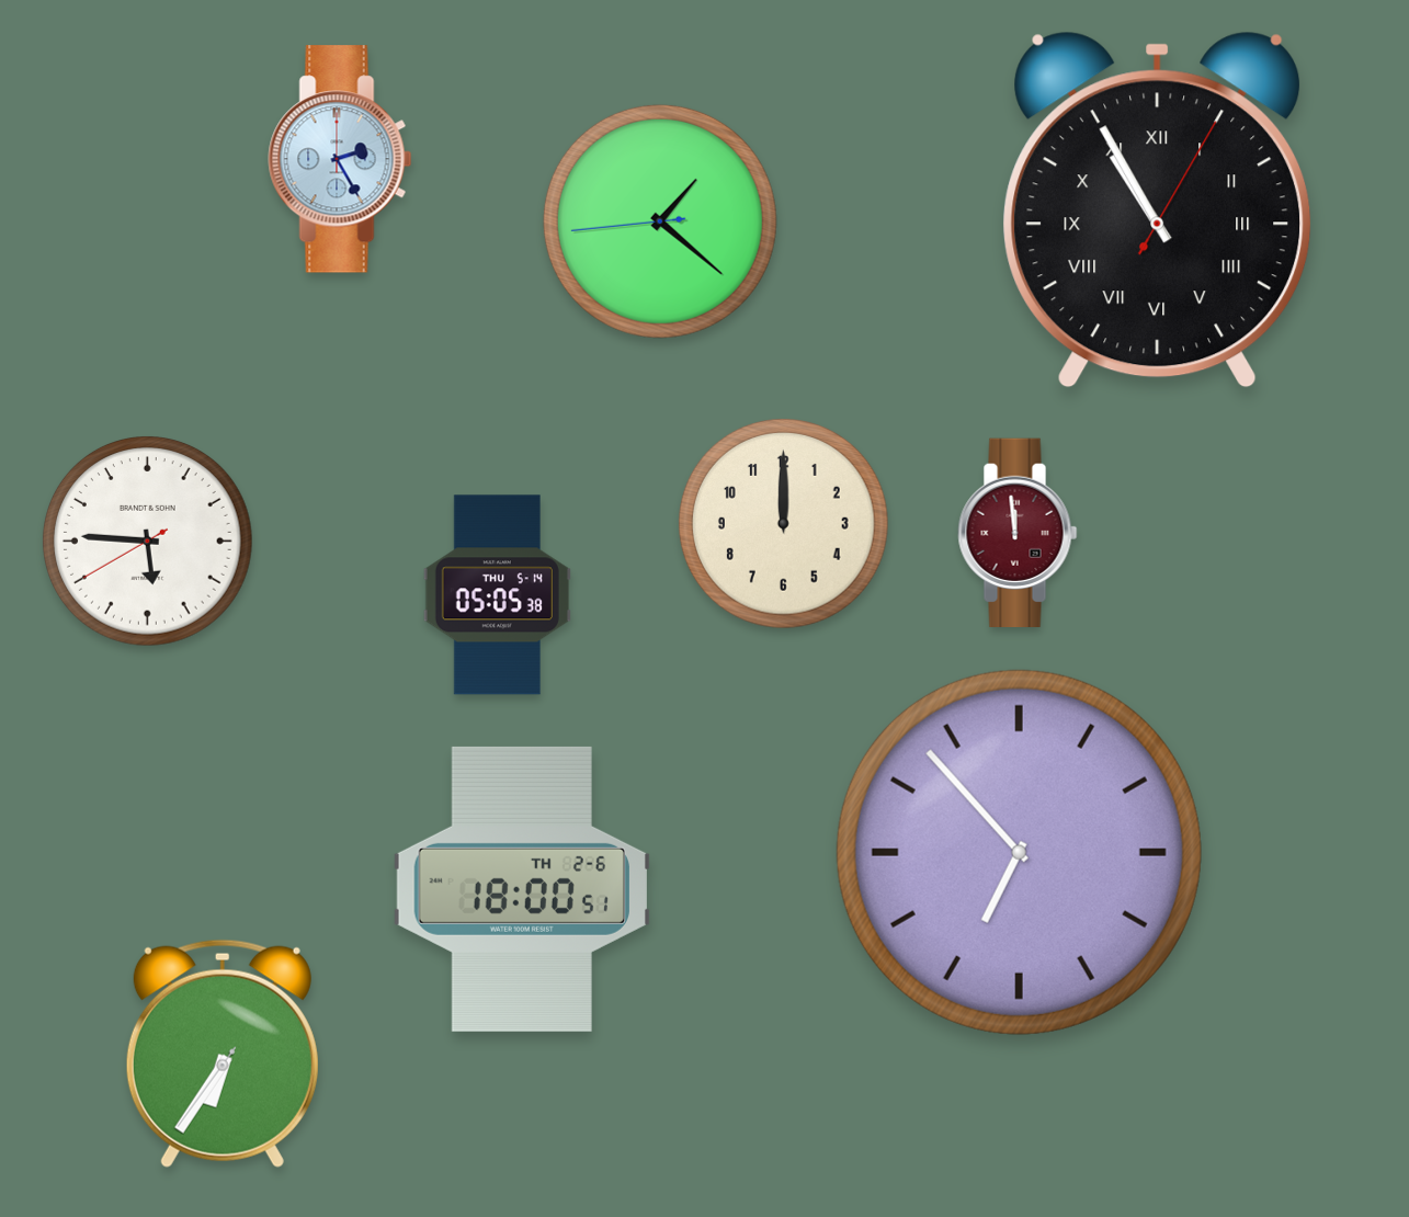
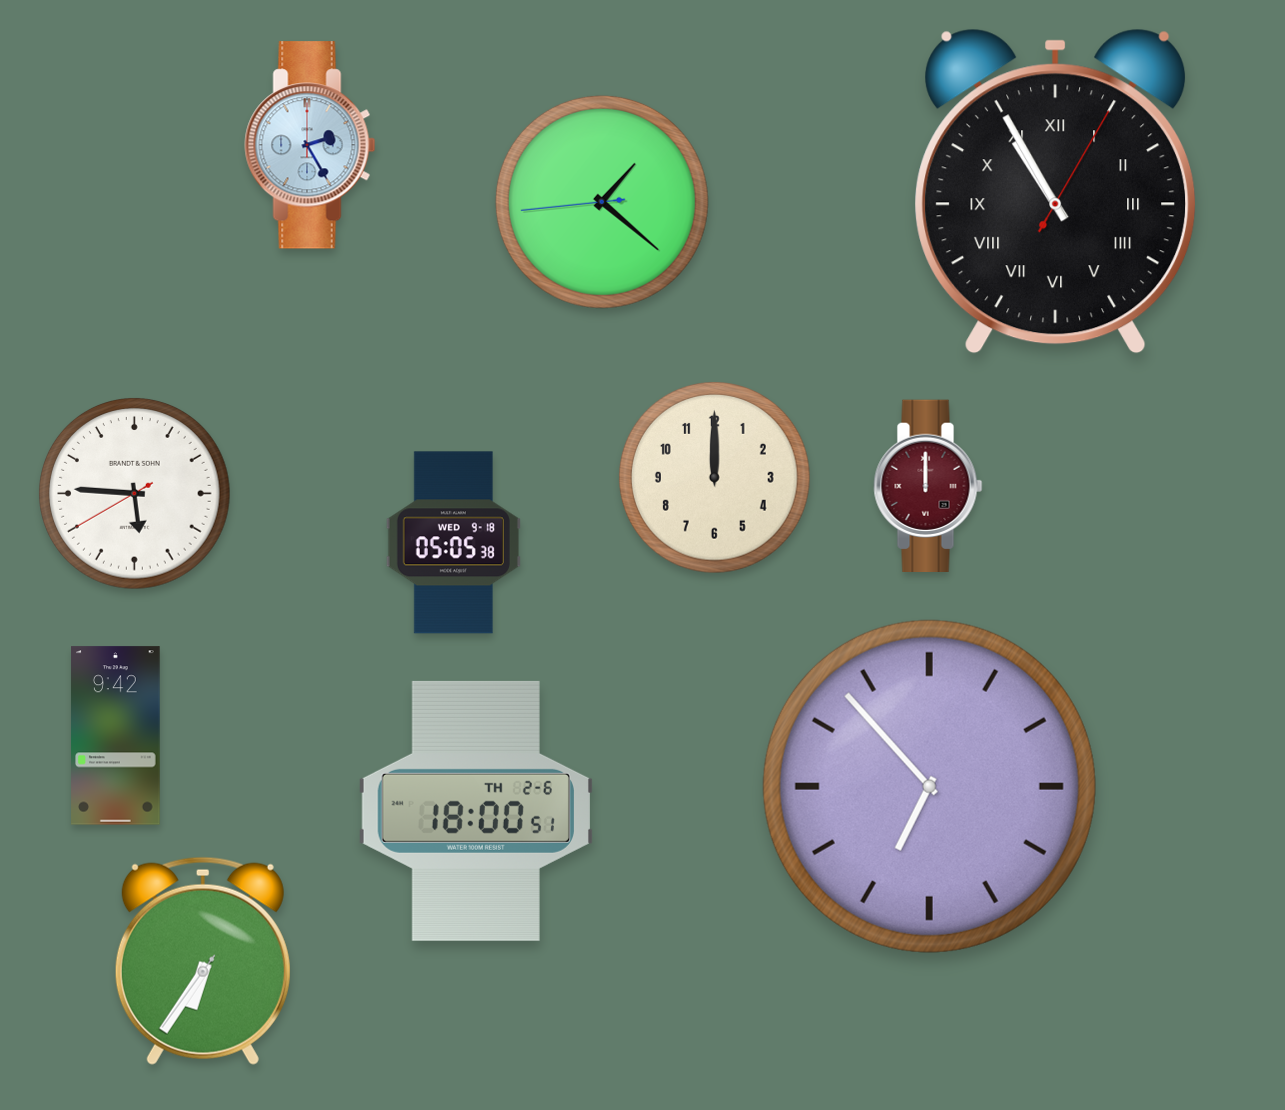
clock at (1018, 532): 11:59 -> 12:00
clock at (497, 595) date: THU 5-14 -> WED 9-18
clock at (116, 736): none -> 9:42
clock at (1019, 852) position: (1019, 852) -> (929, 786)
